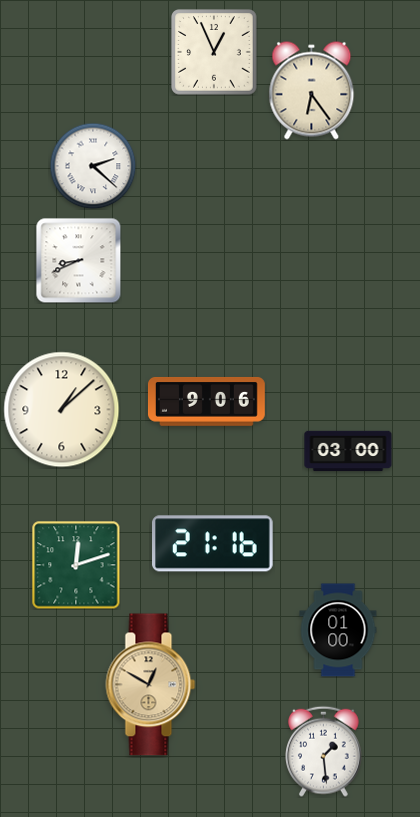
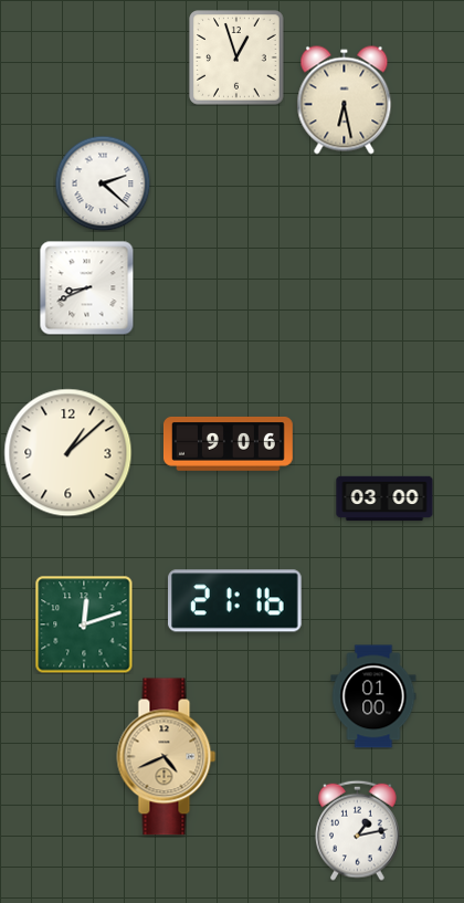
clock at (214, 52): 12:56 -> 12:57
clock at (312, 91): 6:24 -> 6:28
clock at (151, 685): 12:50 -> 4:41
clock at (324, 751): 1:29 -> 1:13
